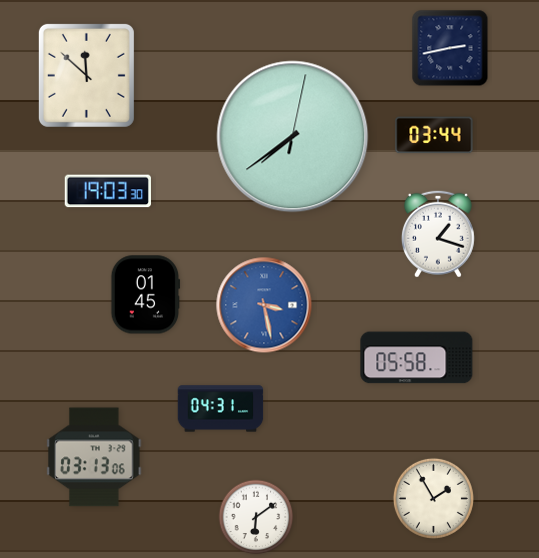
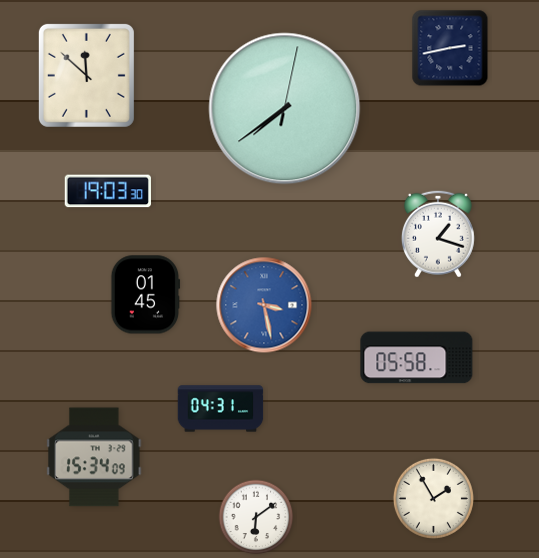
clock at (434, 135): 03:44 -> none
clock at (293, 137) position: (293, 137) -> (285, 109)
clock at (94, 457): 03:13 -> 15:34
